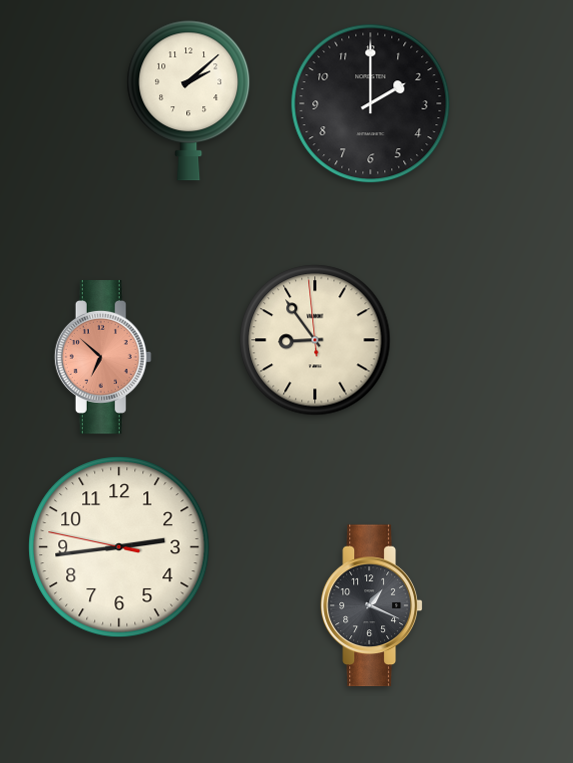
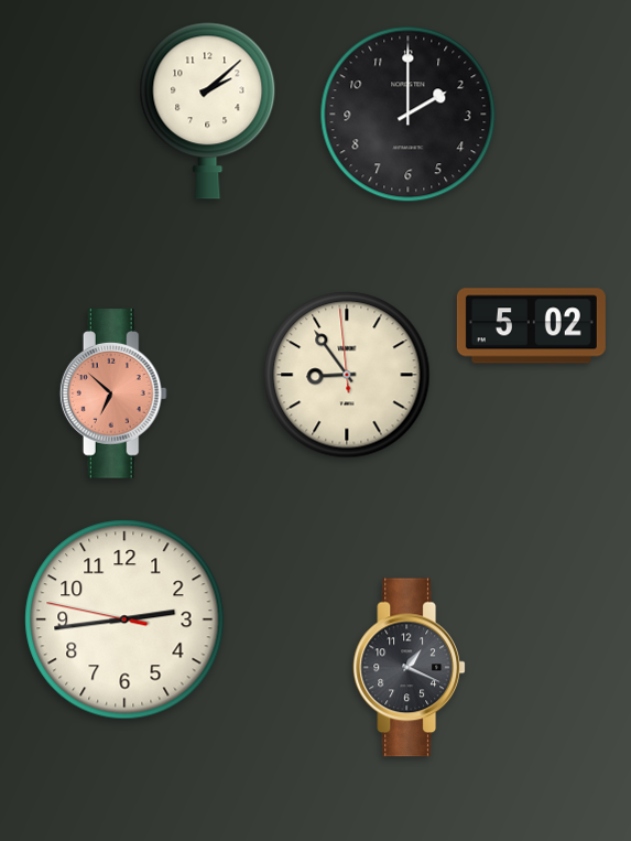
clock at (531, 326): none -> 5:02
clock at (119, 547) position: (119, 547) -> (124, 619)
